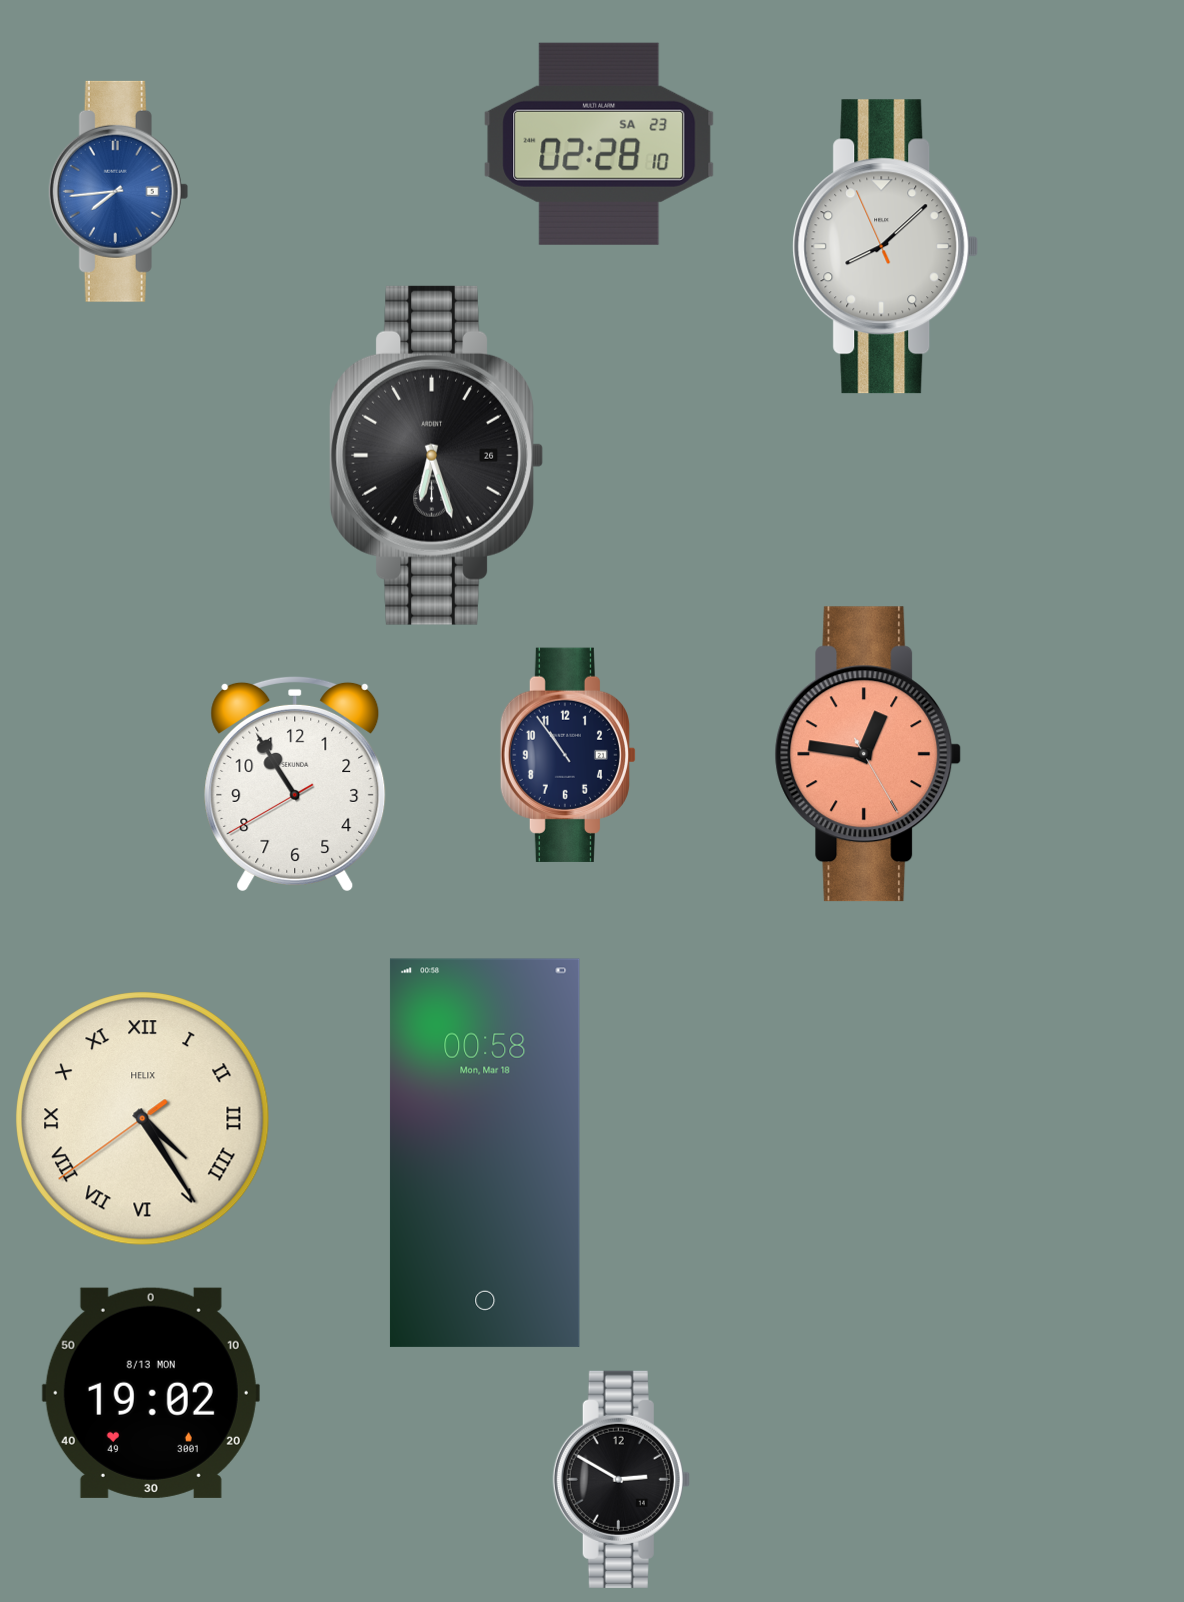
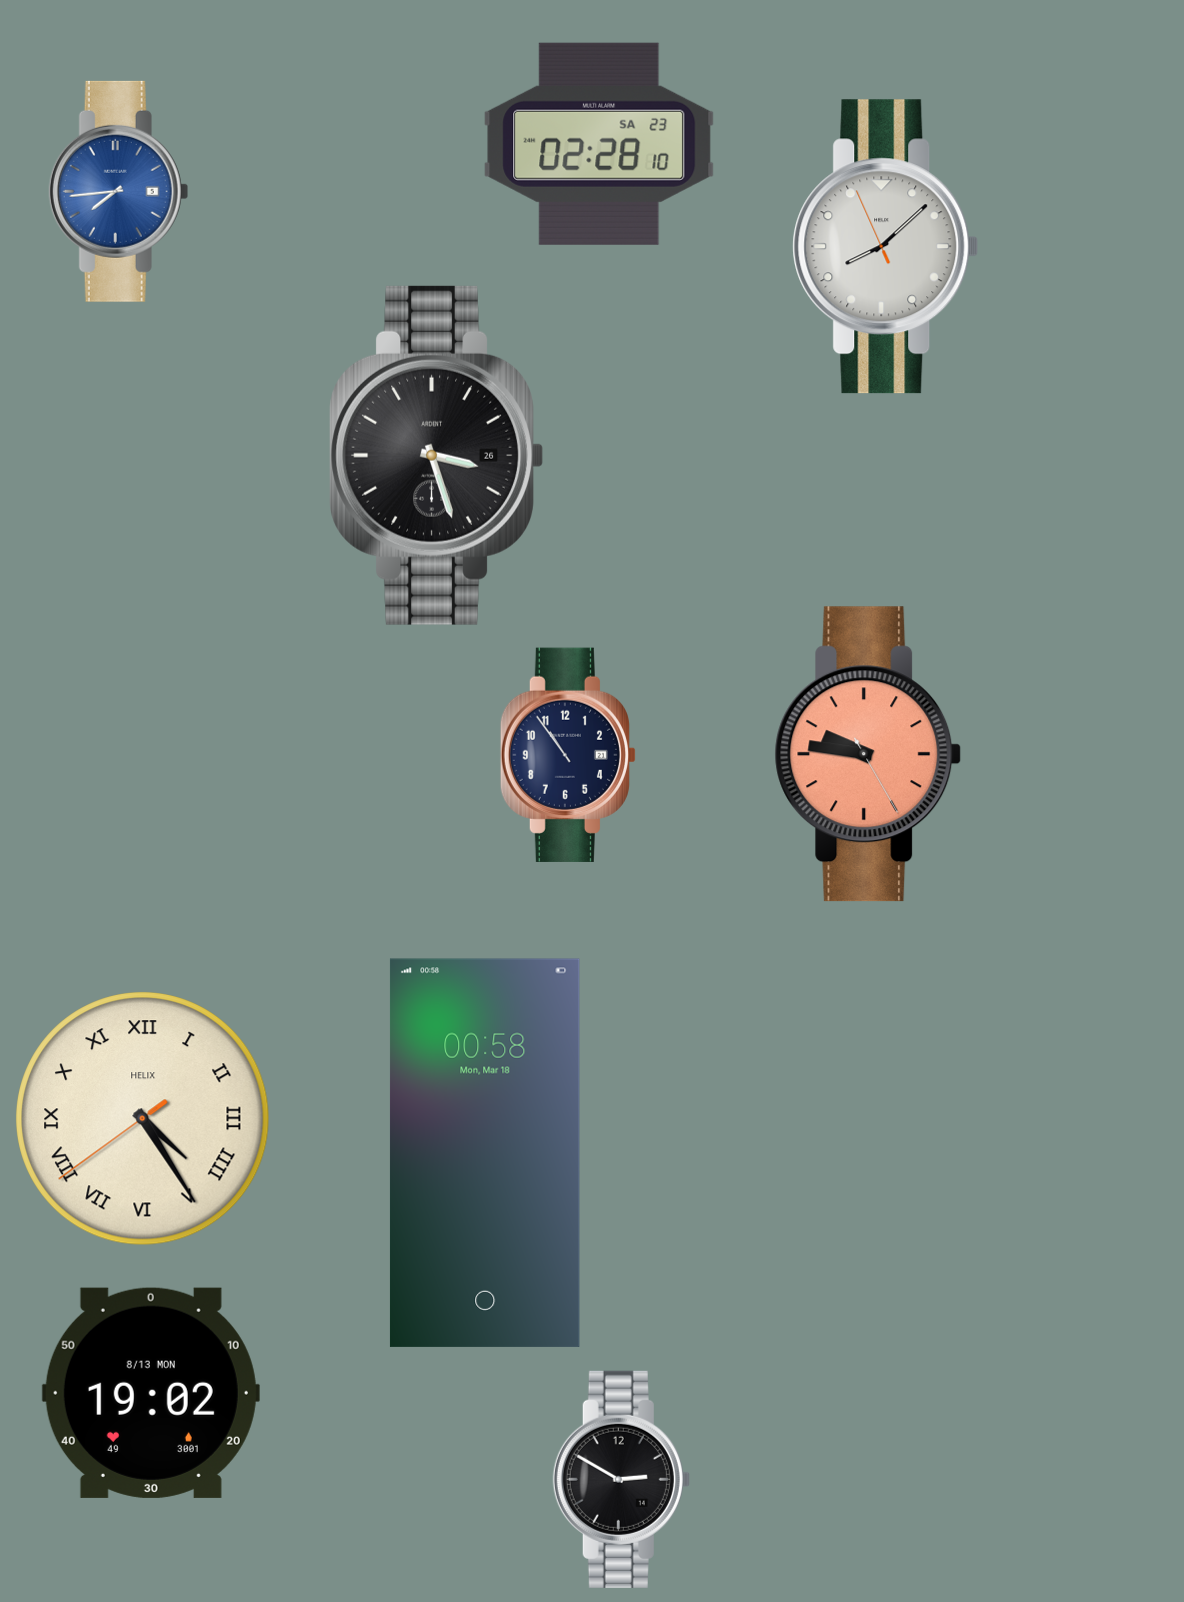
clock at (436, 455): 6:27 -> 3:27
clock at (868, 754): 12:46 -> 9:46
clock at (295, 784): 10:54 -> none
